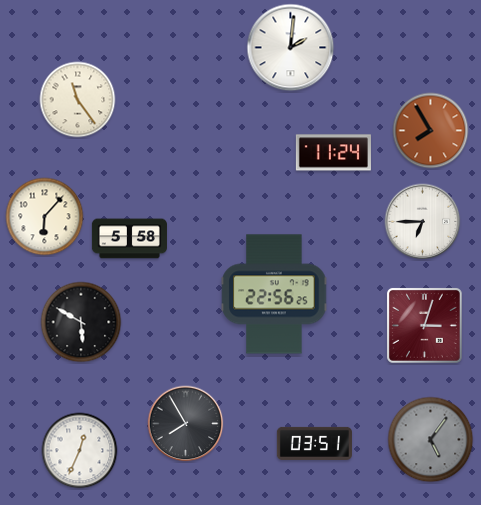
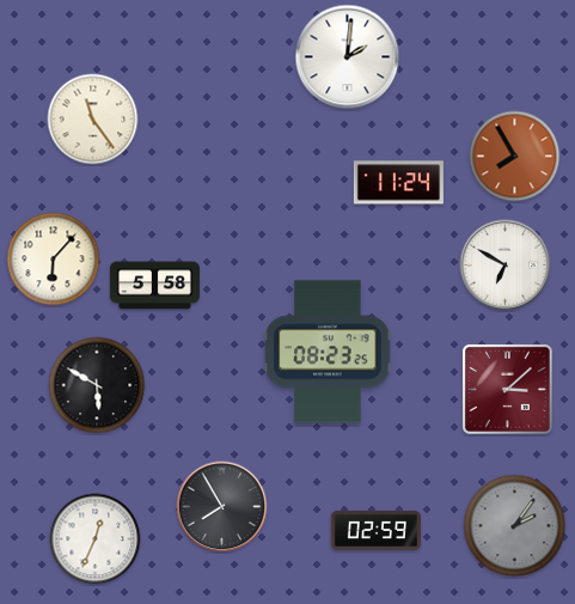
clock at (423, 222): 6:45 -> 6:50
clock at (274, 294): 22:56 -> 08:23
clock at (424, 325): 3:03 -> 3:08
clock at (431, 440): 5:06 -> 2:06
clock at (314, 443): 03:51 -> 02:59
